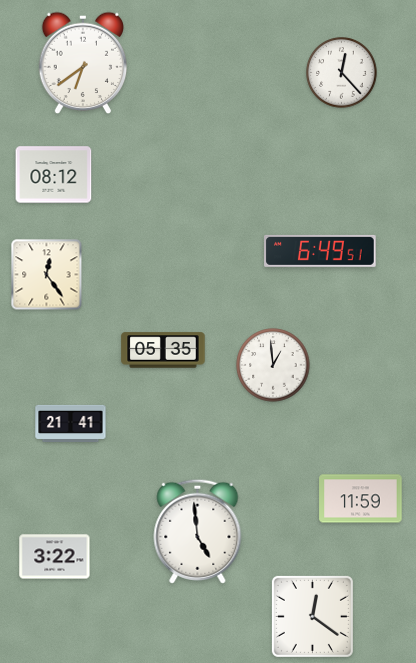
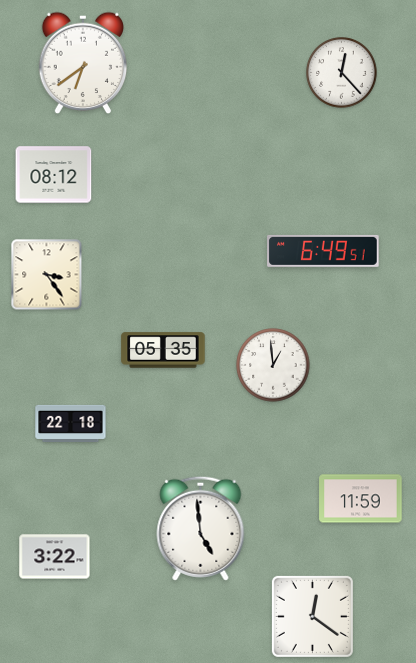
clock at (320, 251) position: (320, 251) -> (323, 251)
clock at (47, 275): 12:24 -> 3:24
clock at (71, 423): 21:41 -> 22:18
clock at (198, 531) position: (198, 531) -> (201, 528)
